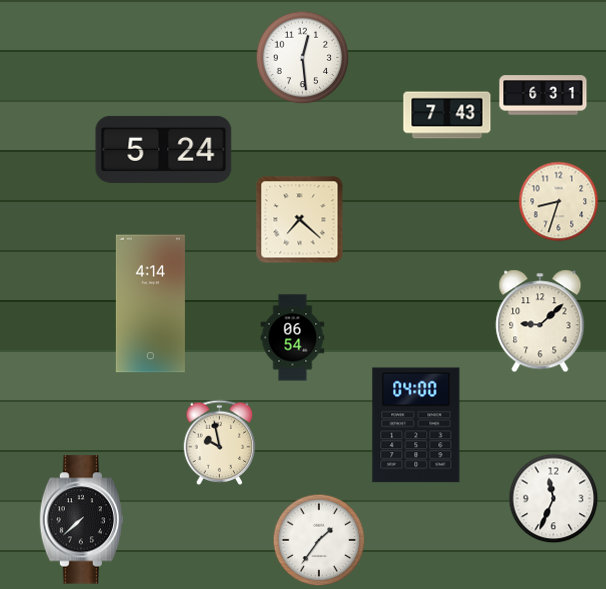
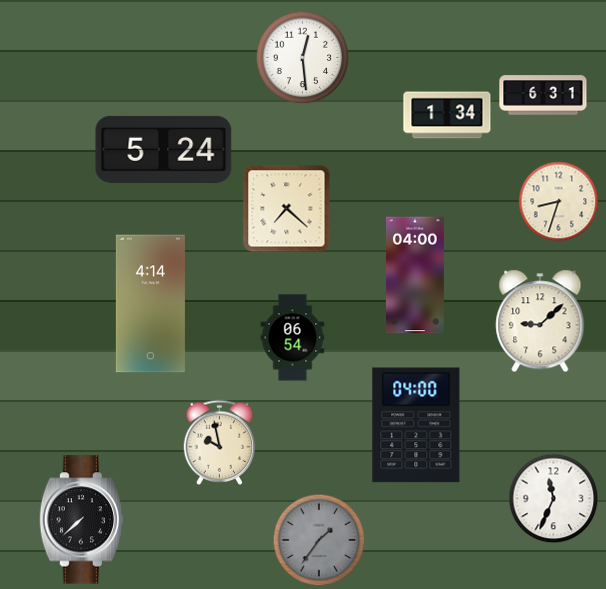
clock at (447, 115): 7:43 -> 1:34
clock at (300, 220) position: (300, 220) -> (287, 209)
clock at (415, 275): none -> 04:00
clock at (319, 540) dial: white -> grey
